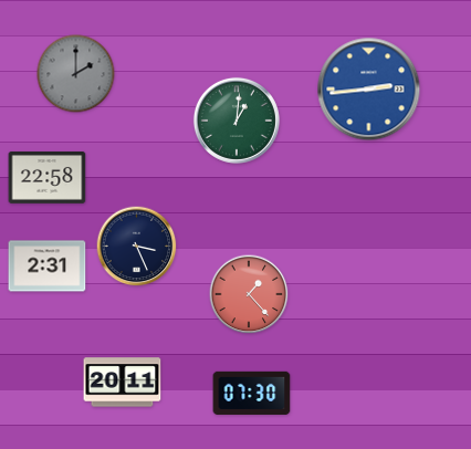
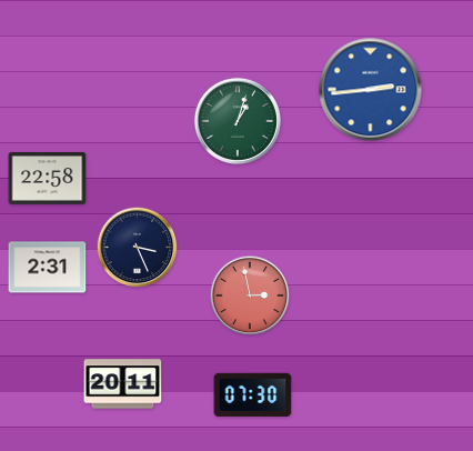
clock at (76, 74): 2:00 -> none
clock at (237, 121): 1:01 -> 1:03
clock at (249, 294): 1:23 -> 2:58
